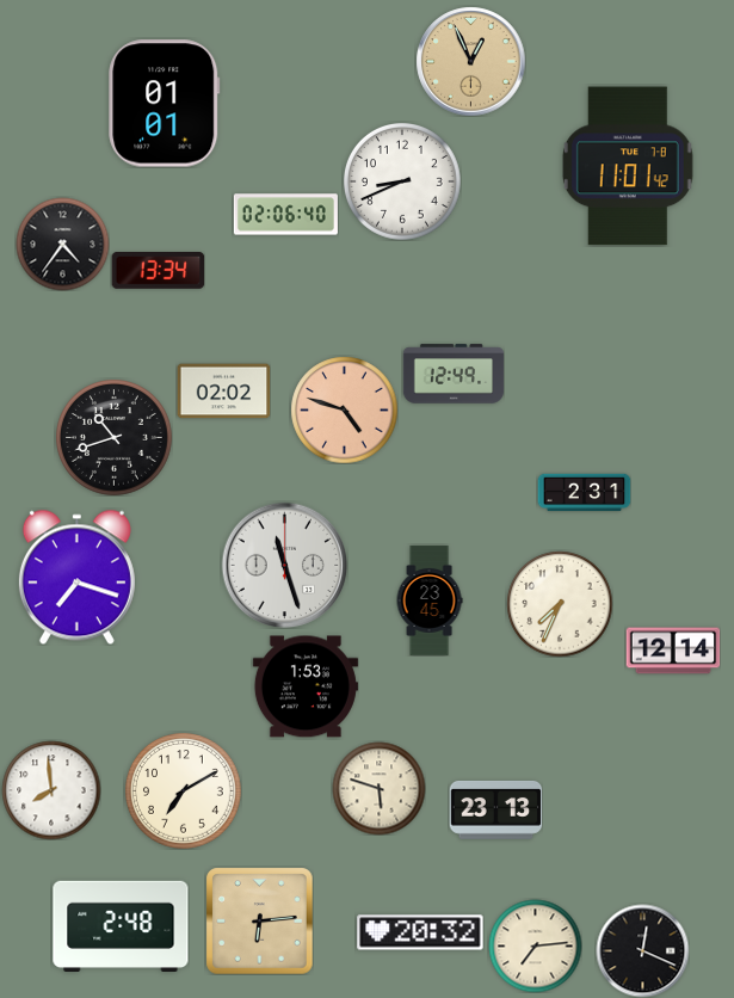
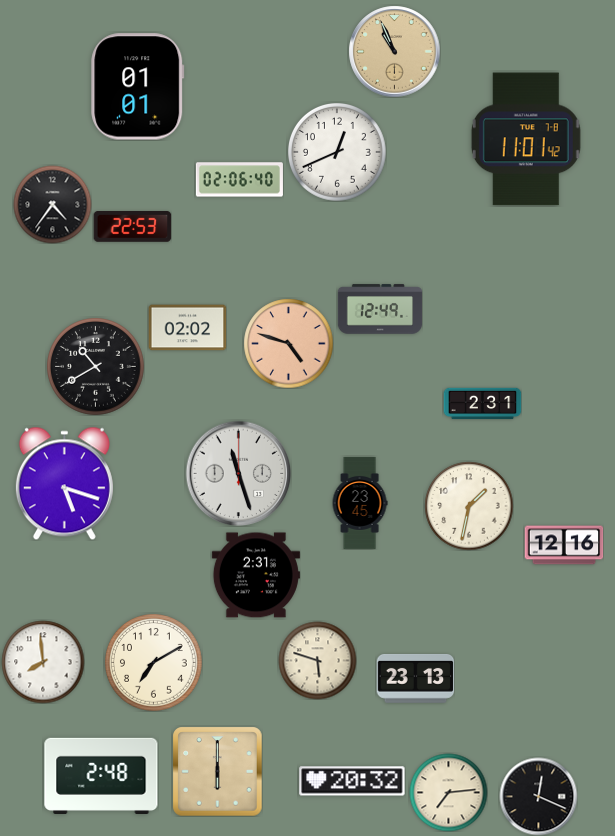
clock at (470, 61): 12:56 -> 10:56
clock at (403, 183): 8:41 -> 12:41
clock at (158, 271): 13:34 -> 22:53
clock at (454, 374) position: (454, 374) -> (380, 309)
clock at (115, 438): 10:42 -> 10:40
clock at (584, 493) position: (584, 493) -> (482, 404)
clock at (76, 577): 7:18 -> 5:18
clock at (560, 604): 7:34 -> 1:32
clock at (673, 651): 12:14 -> 12:16
clock at (306, 686): 1:53 -> 2:31
clock at (259, 920): 6:14 -> 6:00
